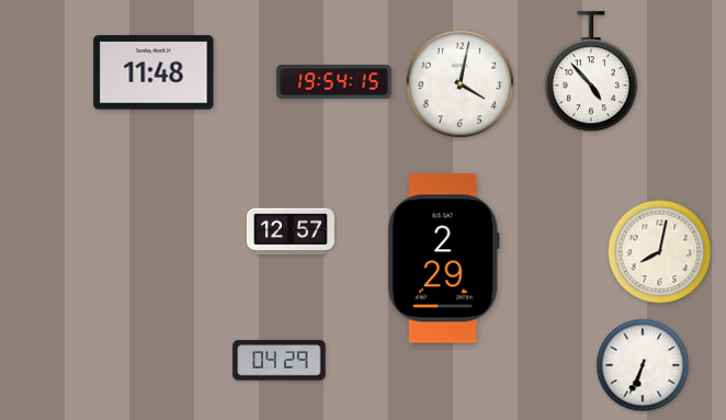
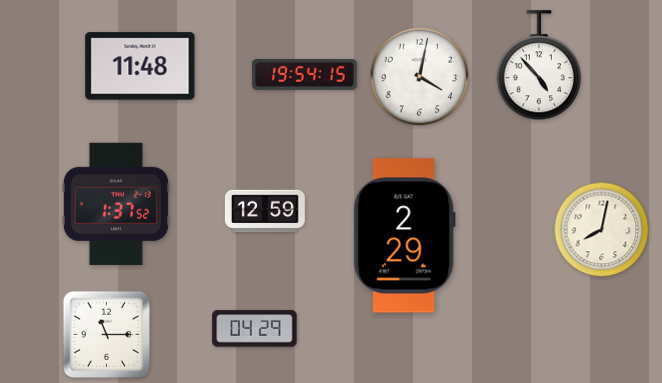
clock at (116, 204): none -> 1:37
clock at (291, 231): 12:57 -> 12:59
clock at (643, 365): 6:34 -> none
clock at (107, 335): none -> 11:15
